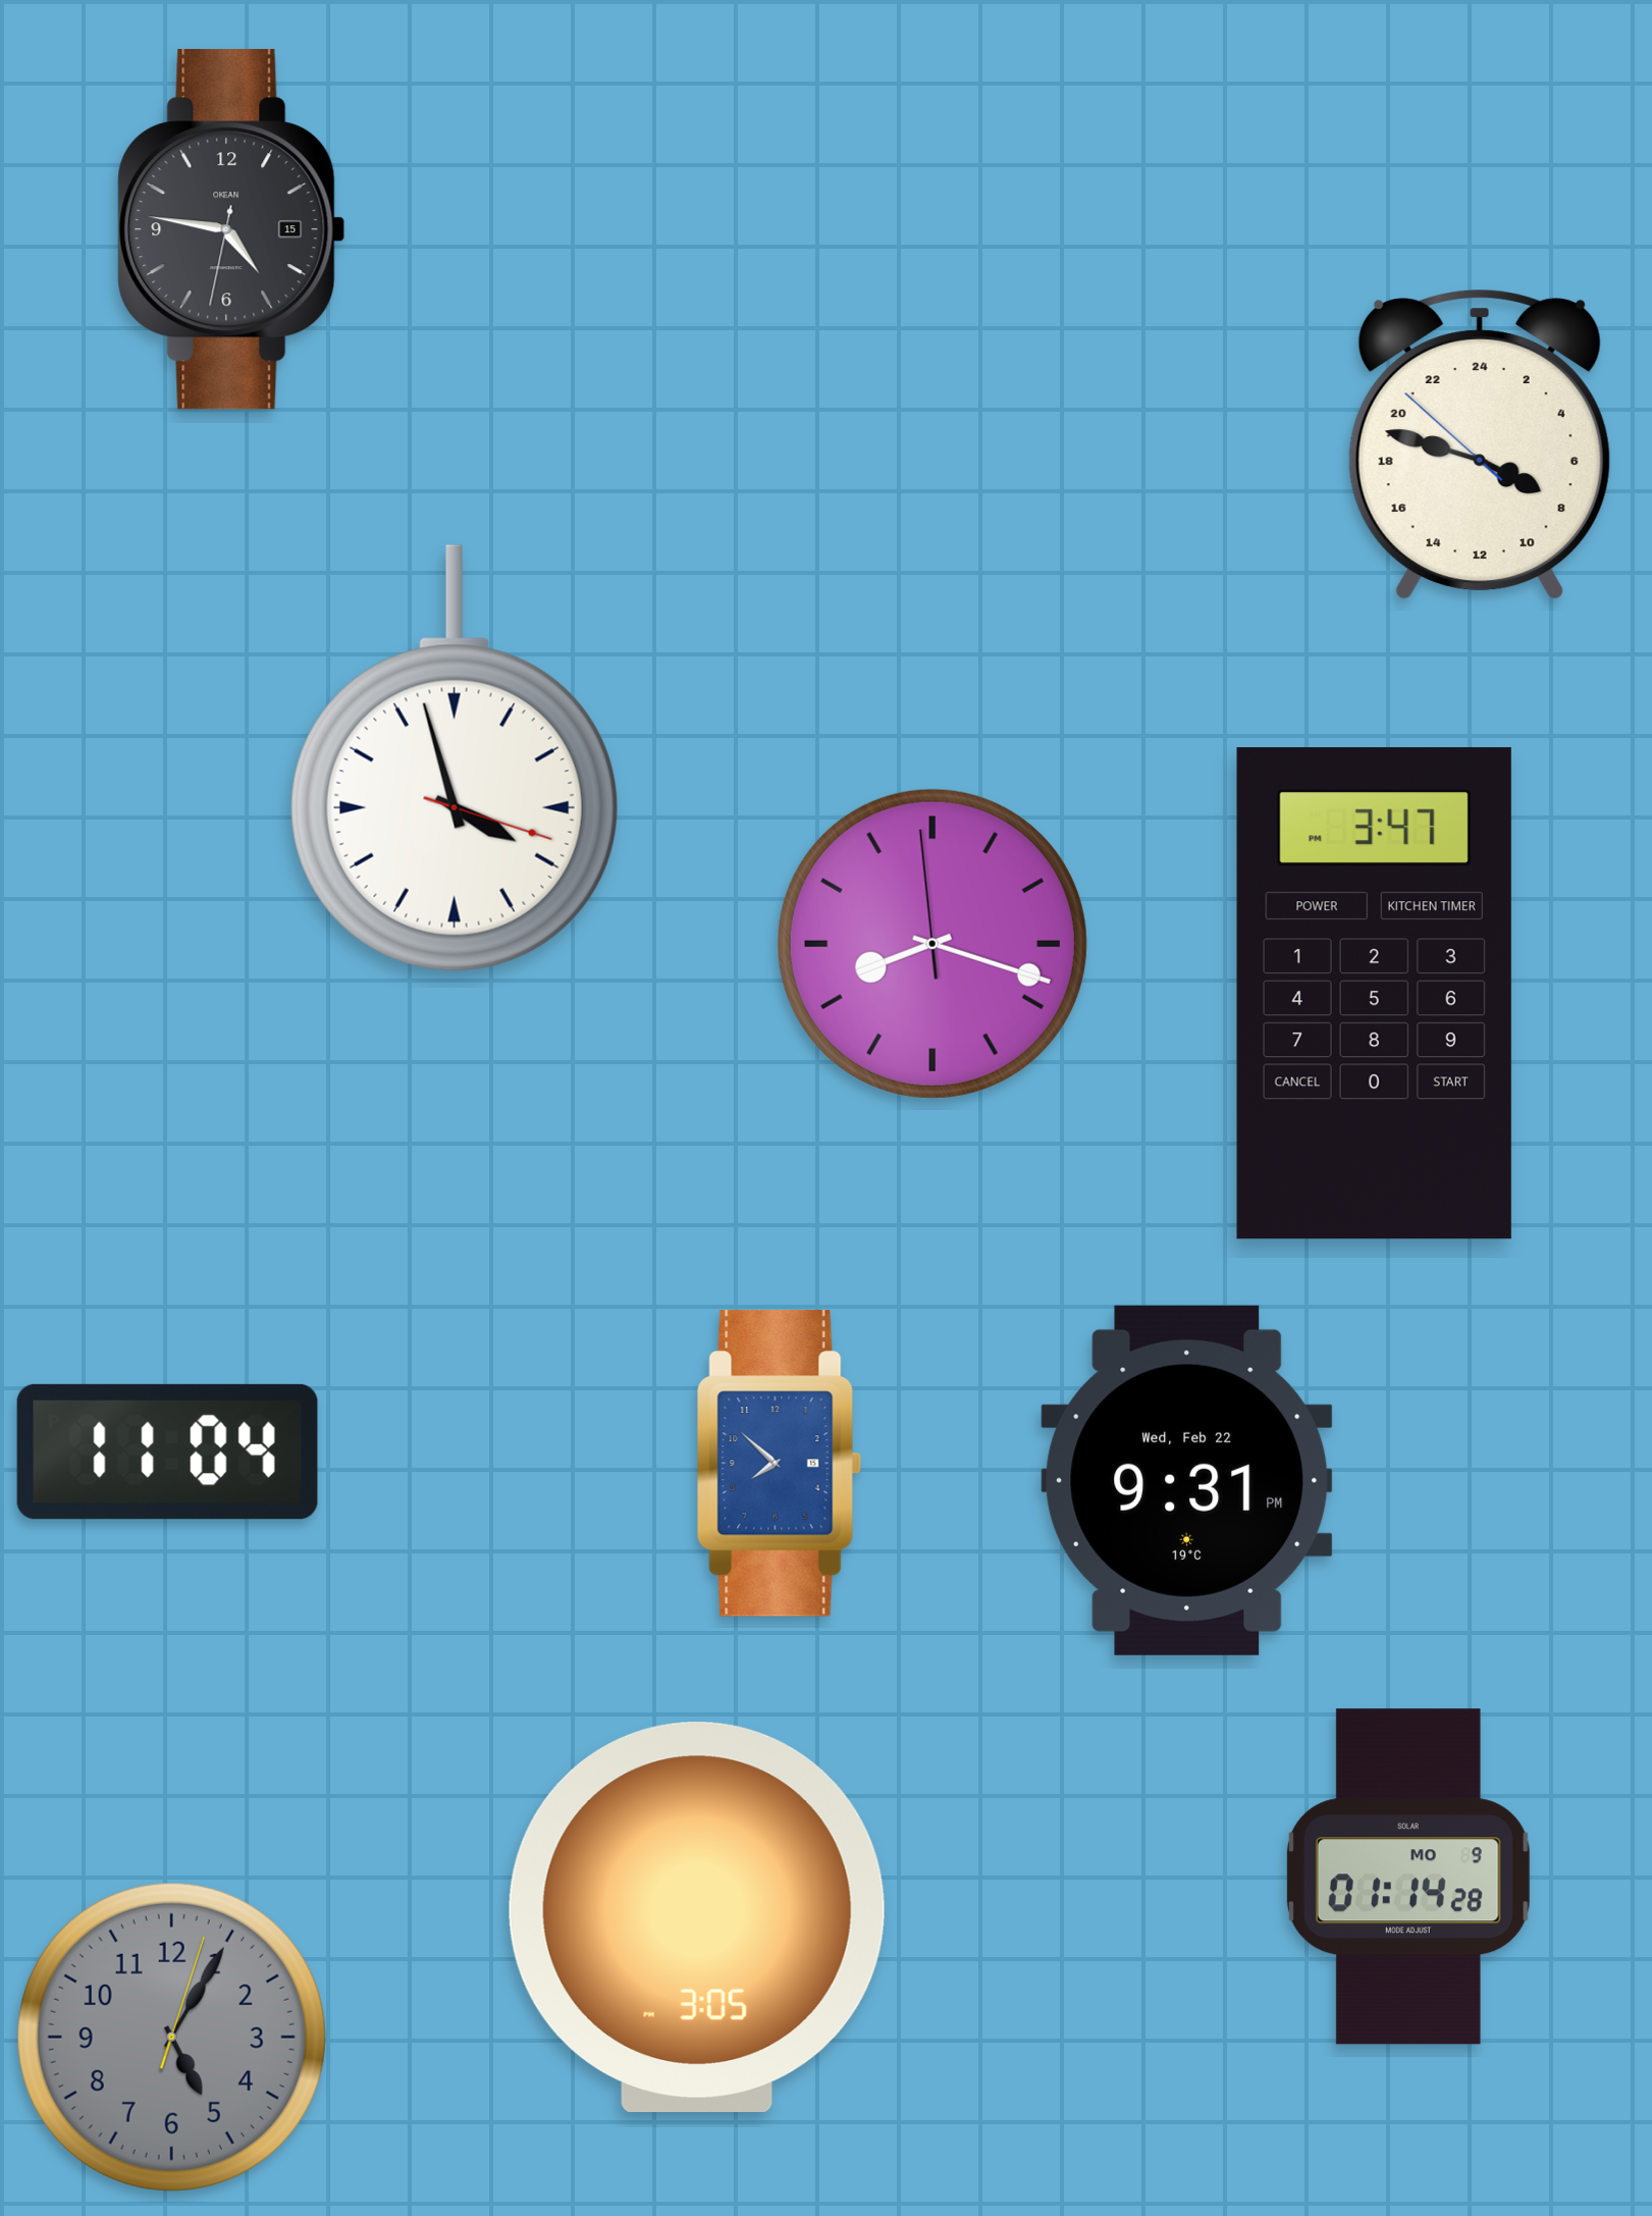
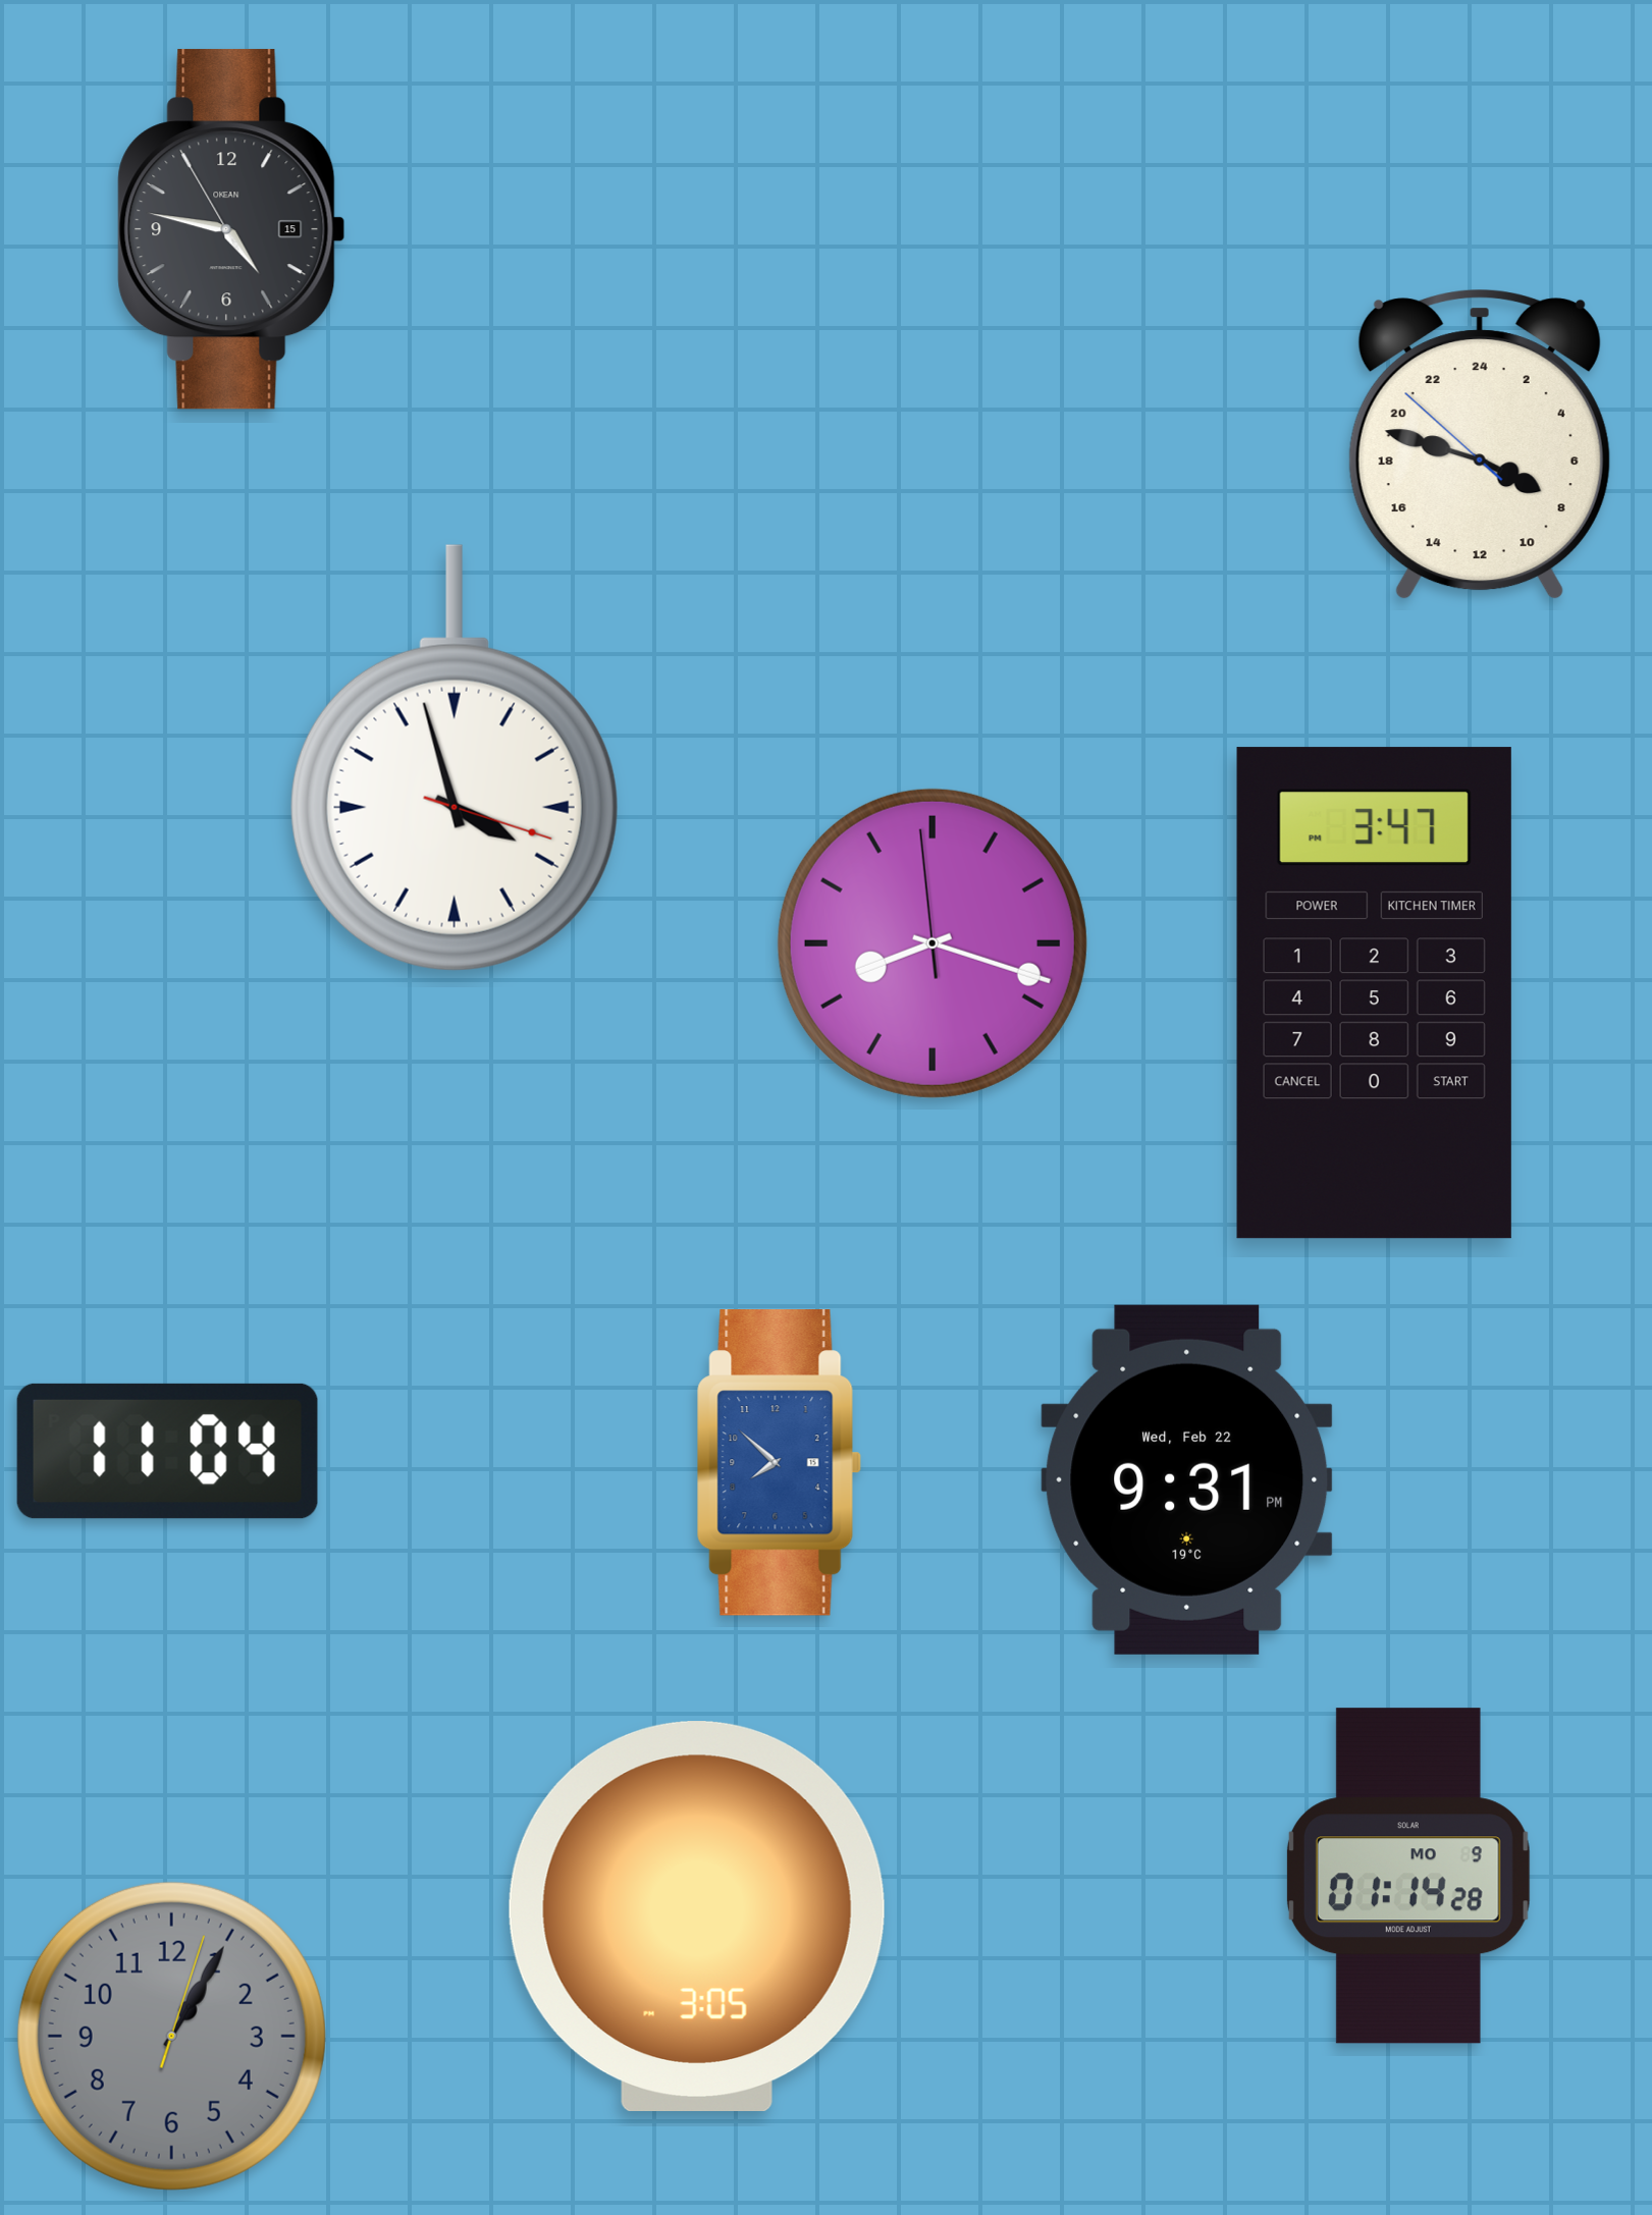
clock at (231, 229): 4:46:32 -> 4:46:55
clock at (171, 2037): 5:05 -> 1:05
